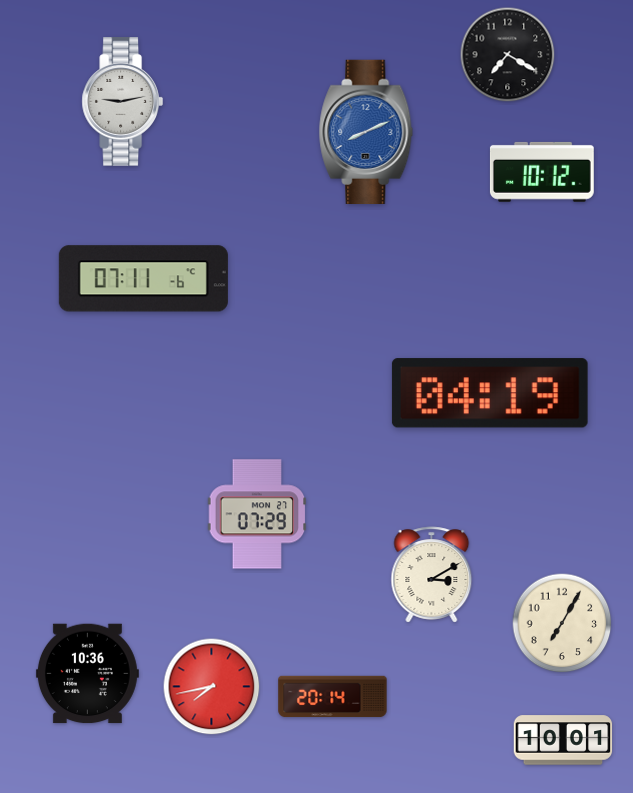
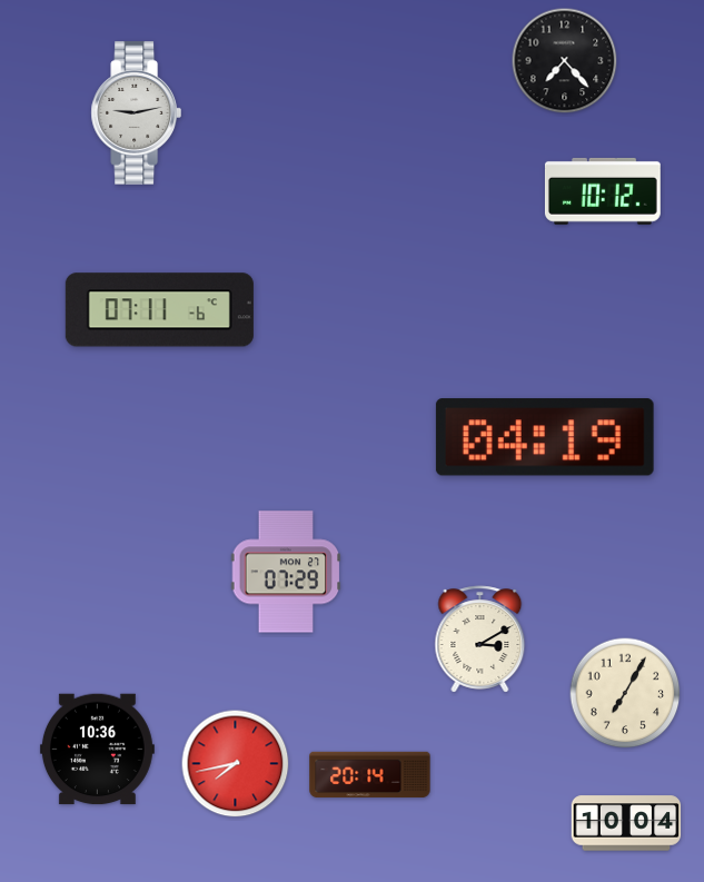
clock at (508, 55): 7:20 -> 7:23
clock at (366, 131): 8:11 -> none
clock at (563, 740): 10:01 -> 10:04
